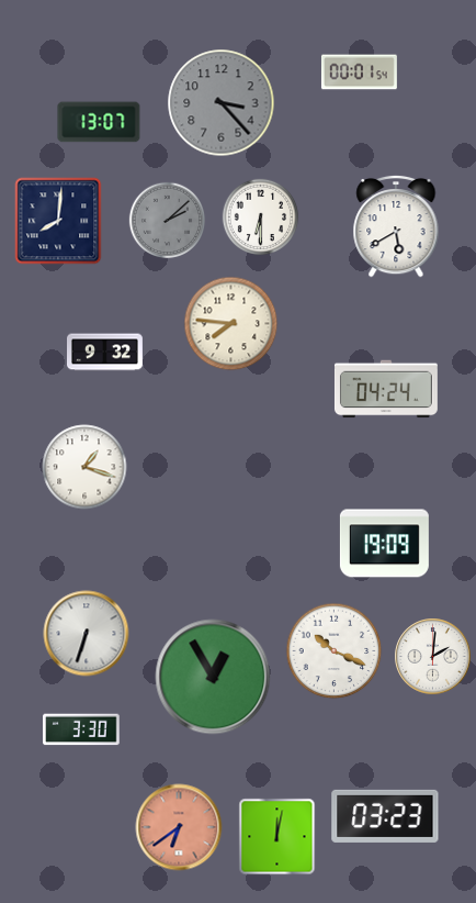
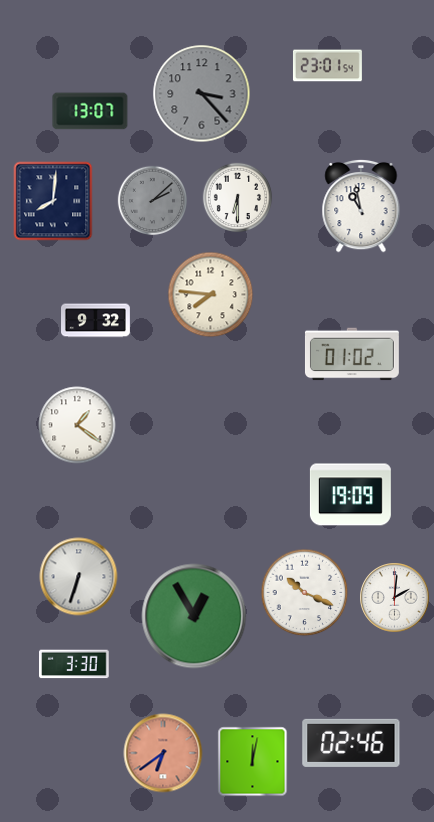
clock at (359, 73): 00:01 -> 23:01
clock at (396, 226): 5:40 -> 10:58
clock at (386, 389): 04:24 -> 01:02
clock at (84, 467): 1:18 -> 1:21
clock at (385, 816): 03:23 -> 02:46
